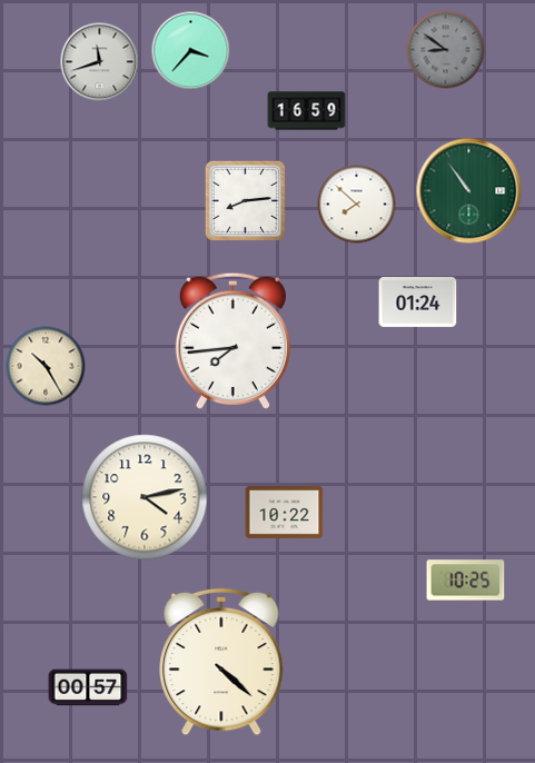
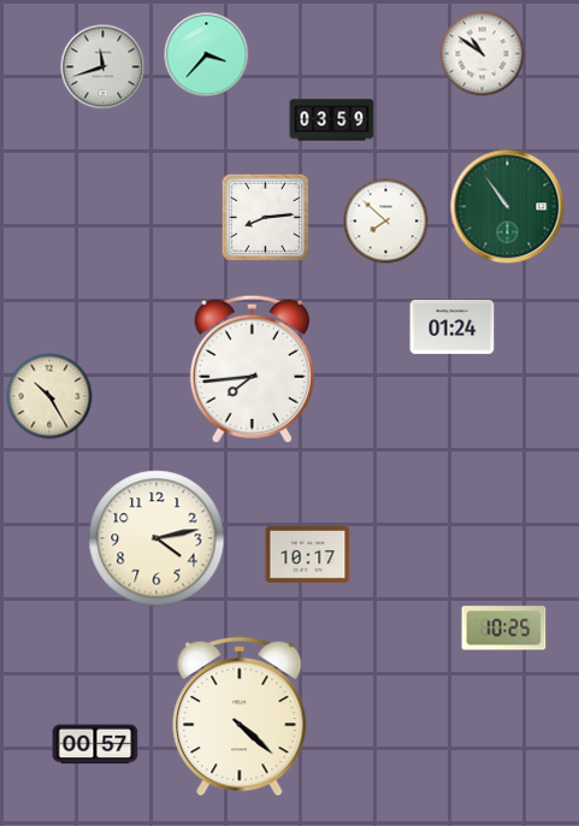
clock at (446, 50): 8:51 -> 10:51
clock at (446, 50) dial: grey -> white
clock at (100, 62) position: (100, 62) -> (104, 67)
clock at (307, 111): 16:59 -> 03:59
clock at (285, 512): 10:22 -> 10:17
